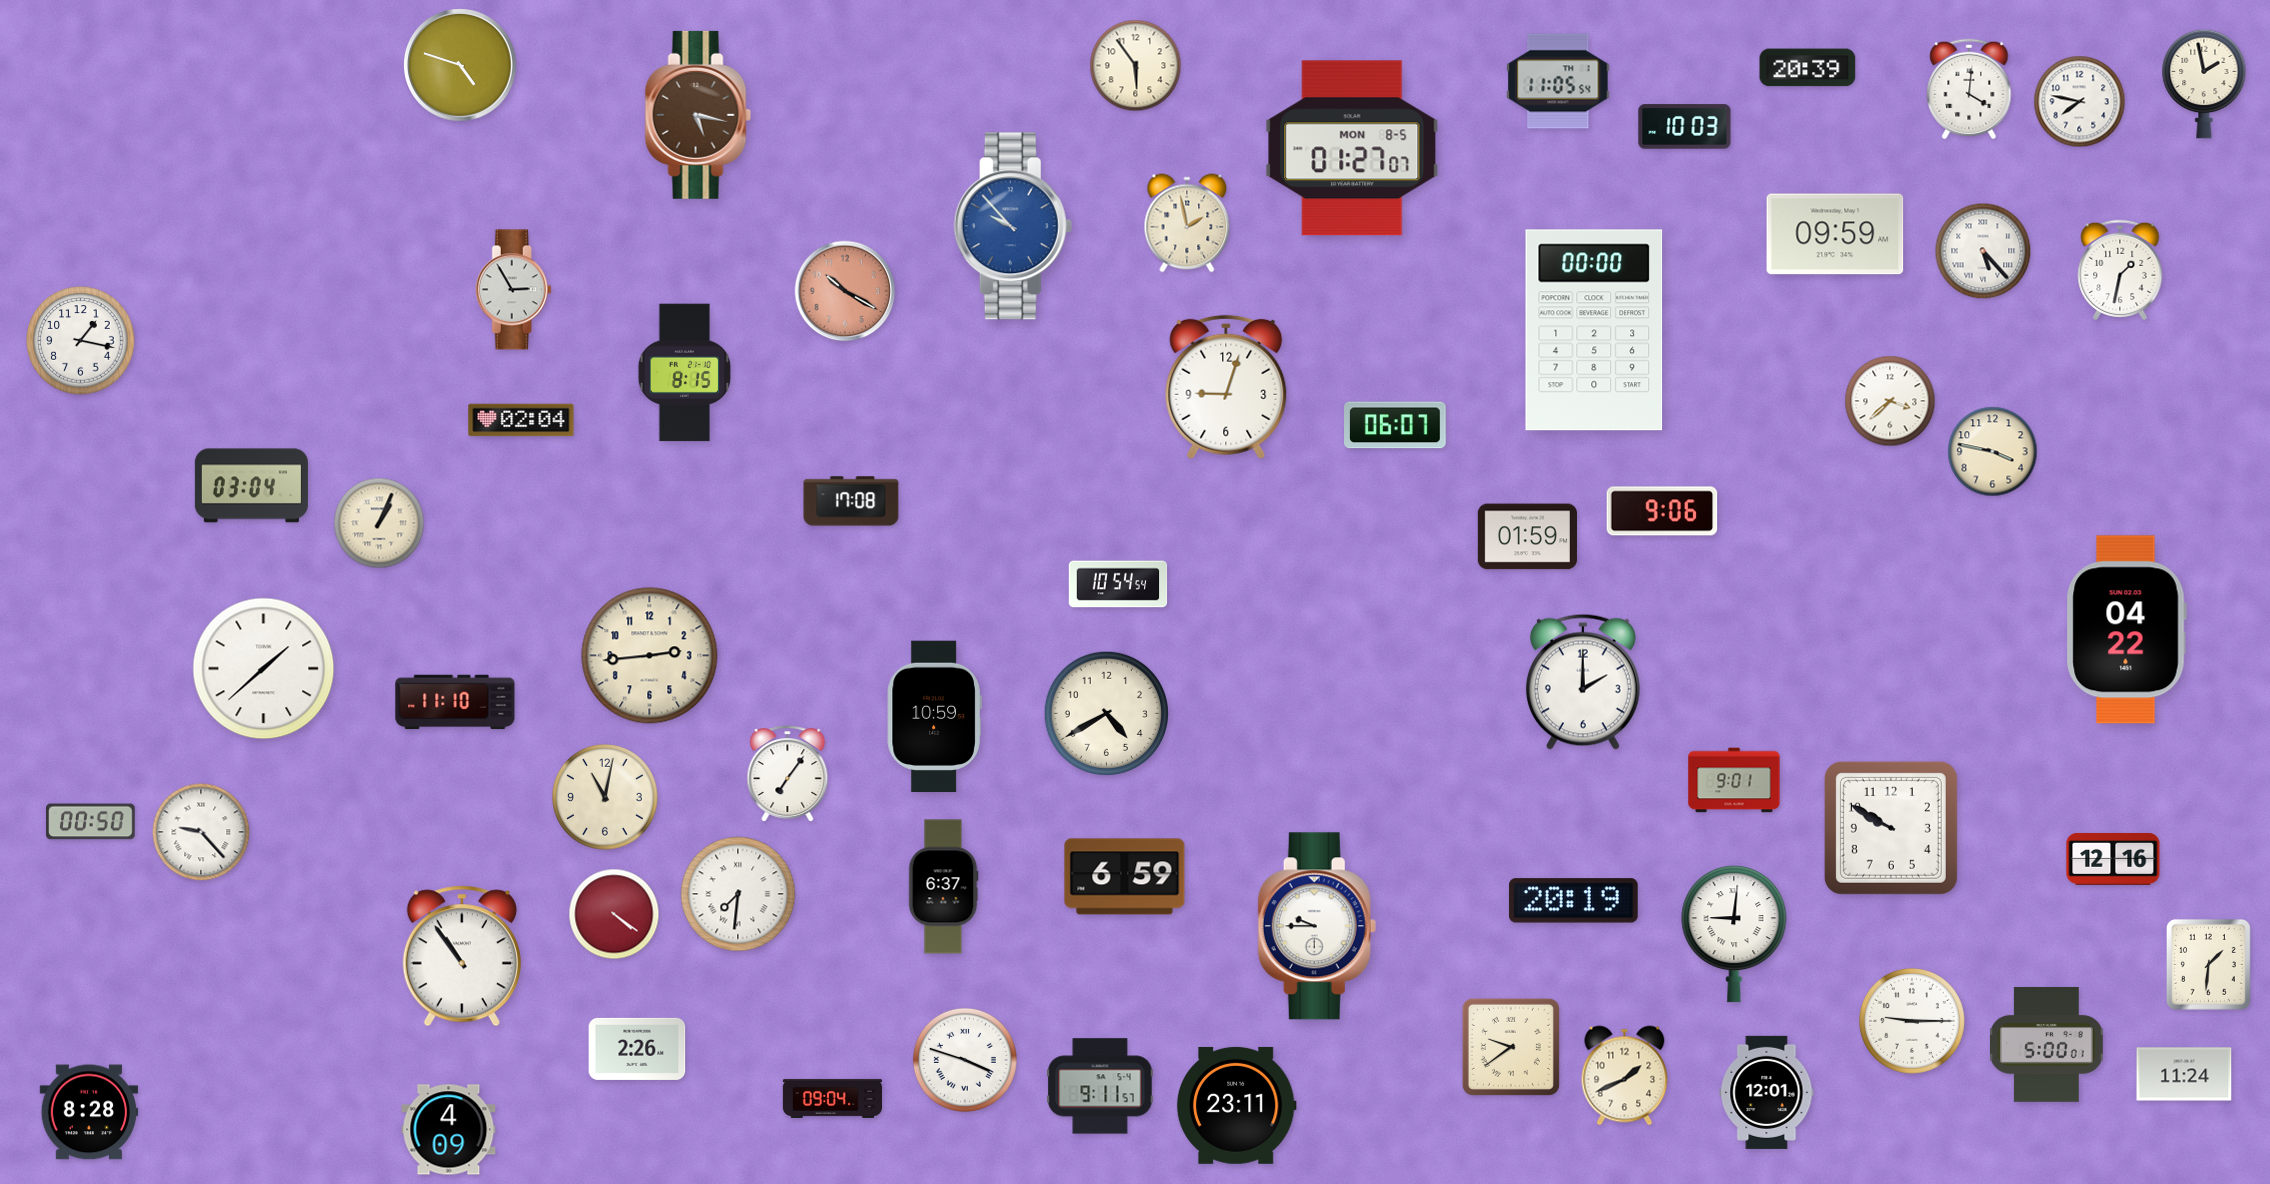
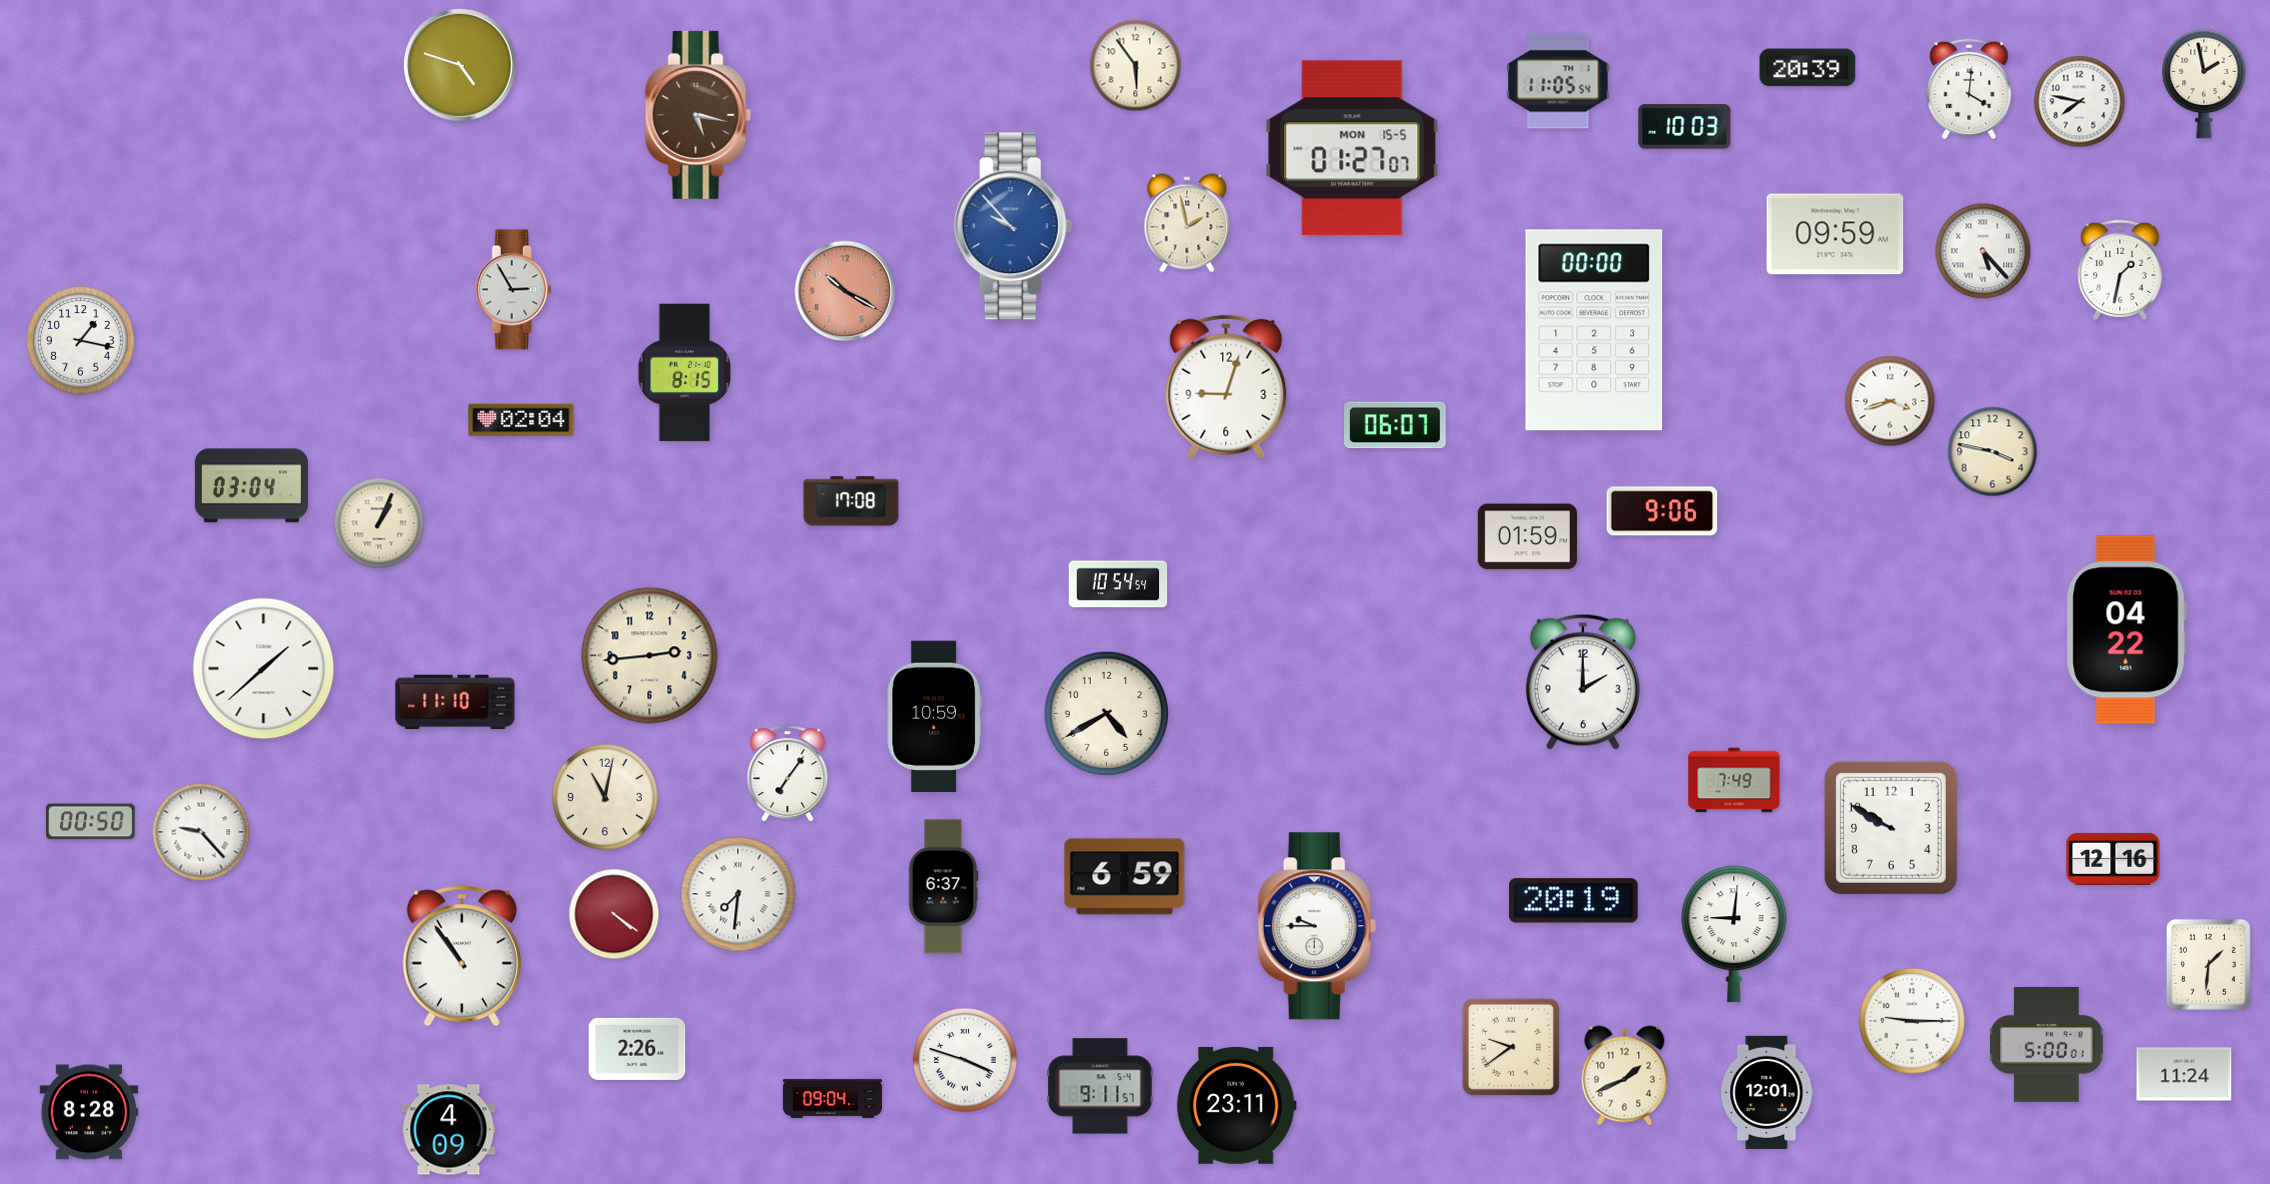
clock at (1352, 148) date: MON 8-5 -> MON 15-5
clock at (1890, 401): 3:38 -> 3:42
clock at (1734, 780): 9:01 -> 7:49
